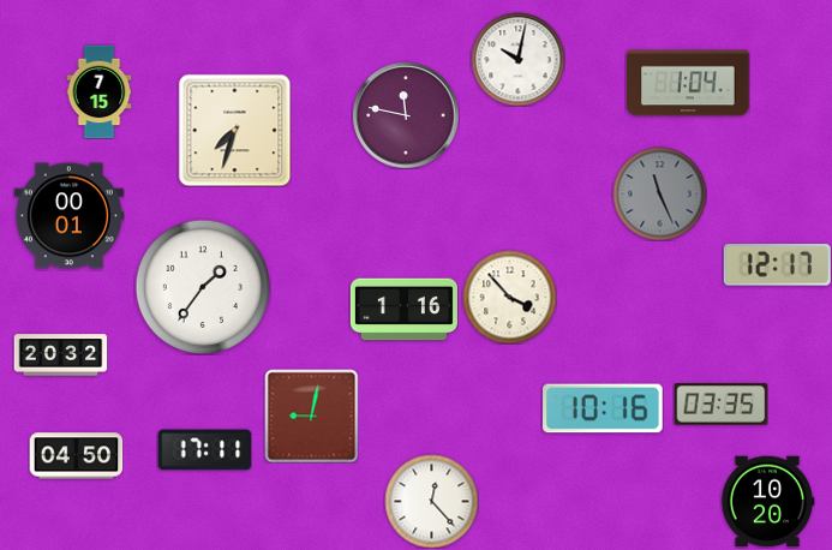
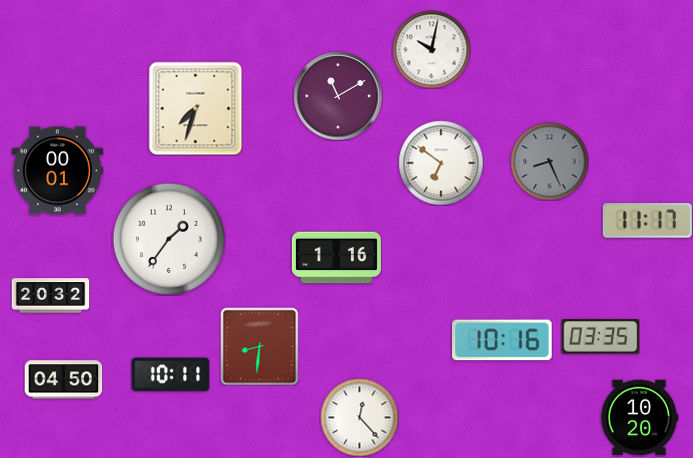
clock at (688, 83): 1:04 -> none
clock at (100, 91): 7:15 -> none
clock at (406, 115): 11:47 -> 11:10
clock at (659, 193): 11:26 -> 8:26
clock at (441, 163): none -> 6:51
clock at (68, 216) position: (68, 216) -> (57, 171)
clock at (777, 265): 12:17 -> 11:17
clock at (509, 297): 3:53 -> none
clock at (311, 416): 9:02 -> 8:31
clock at (204, 450): 17:11 -> 10:11
